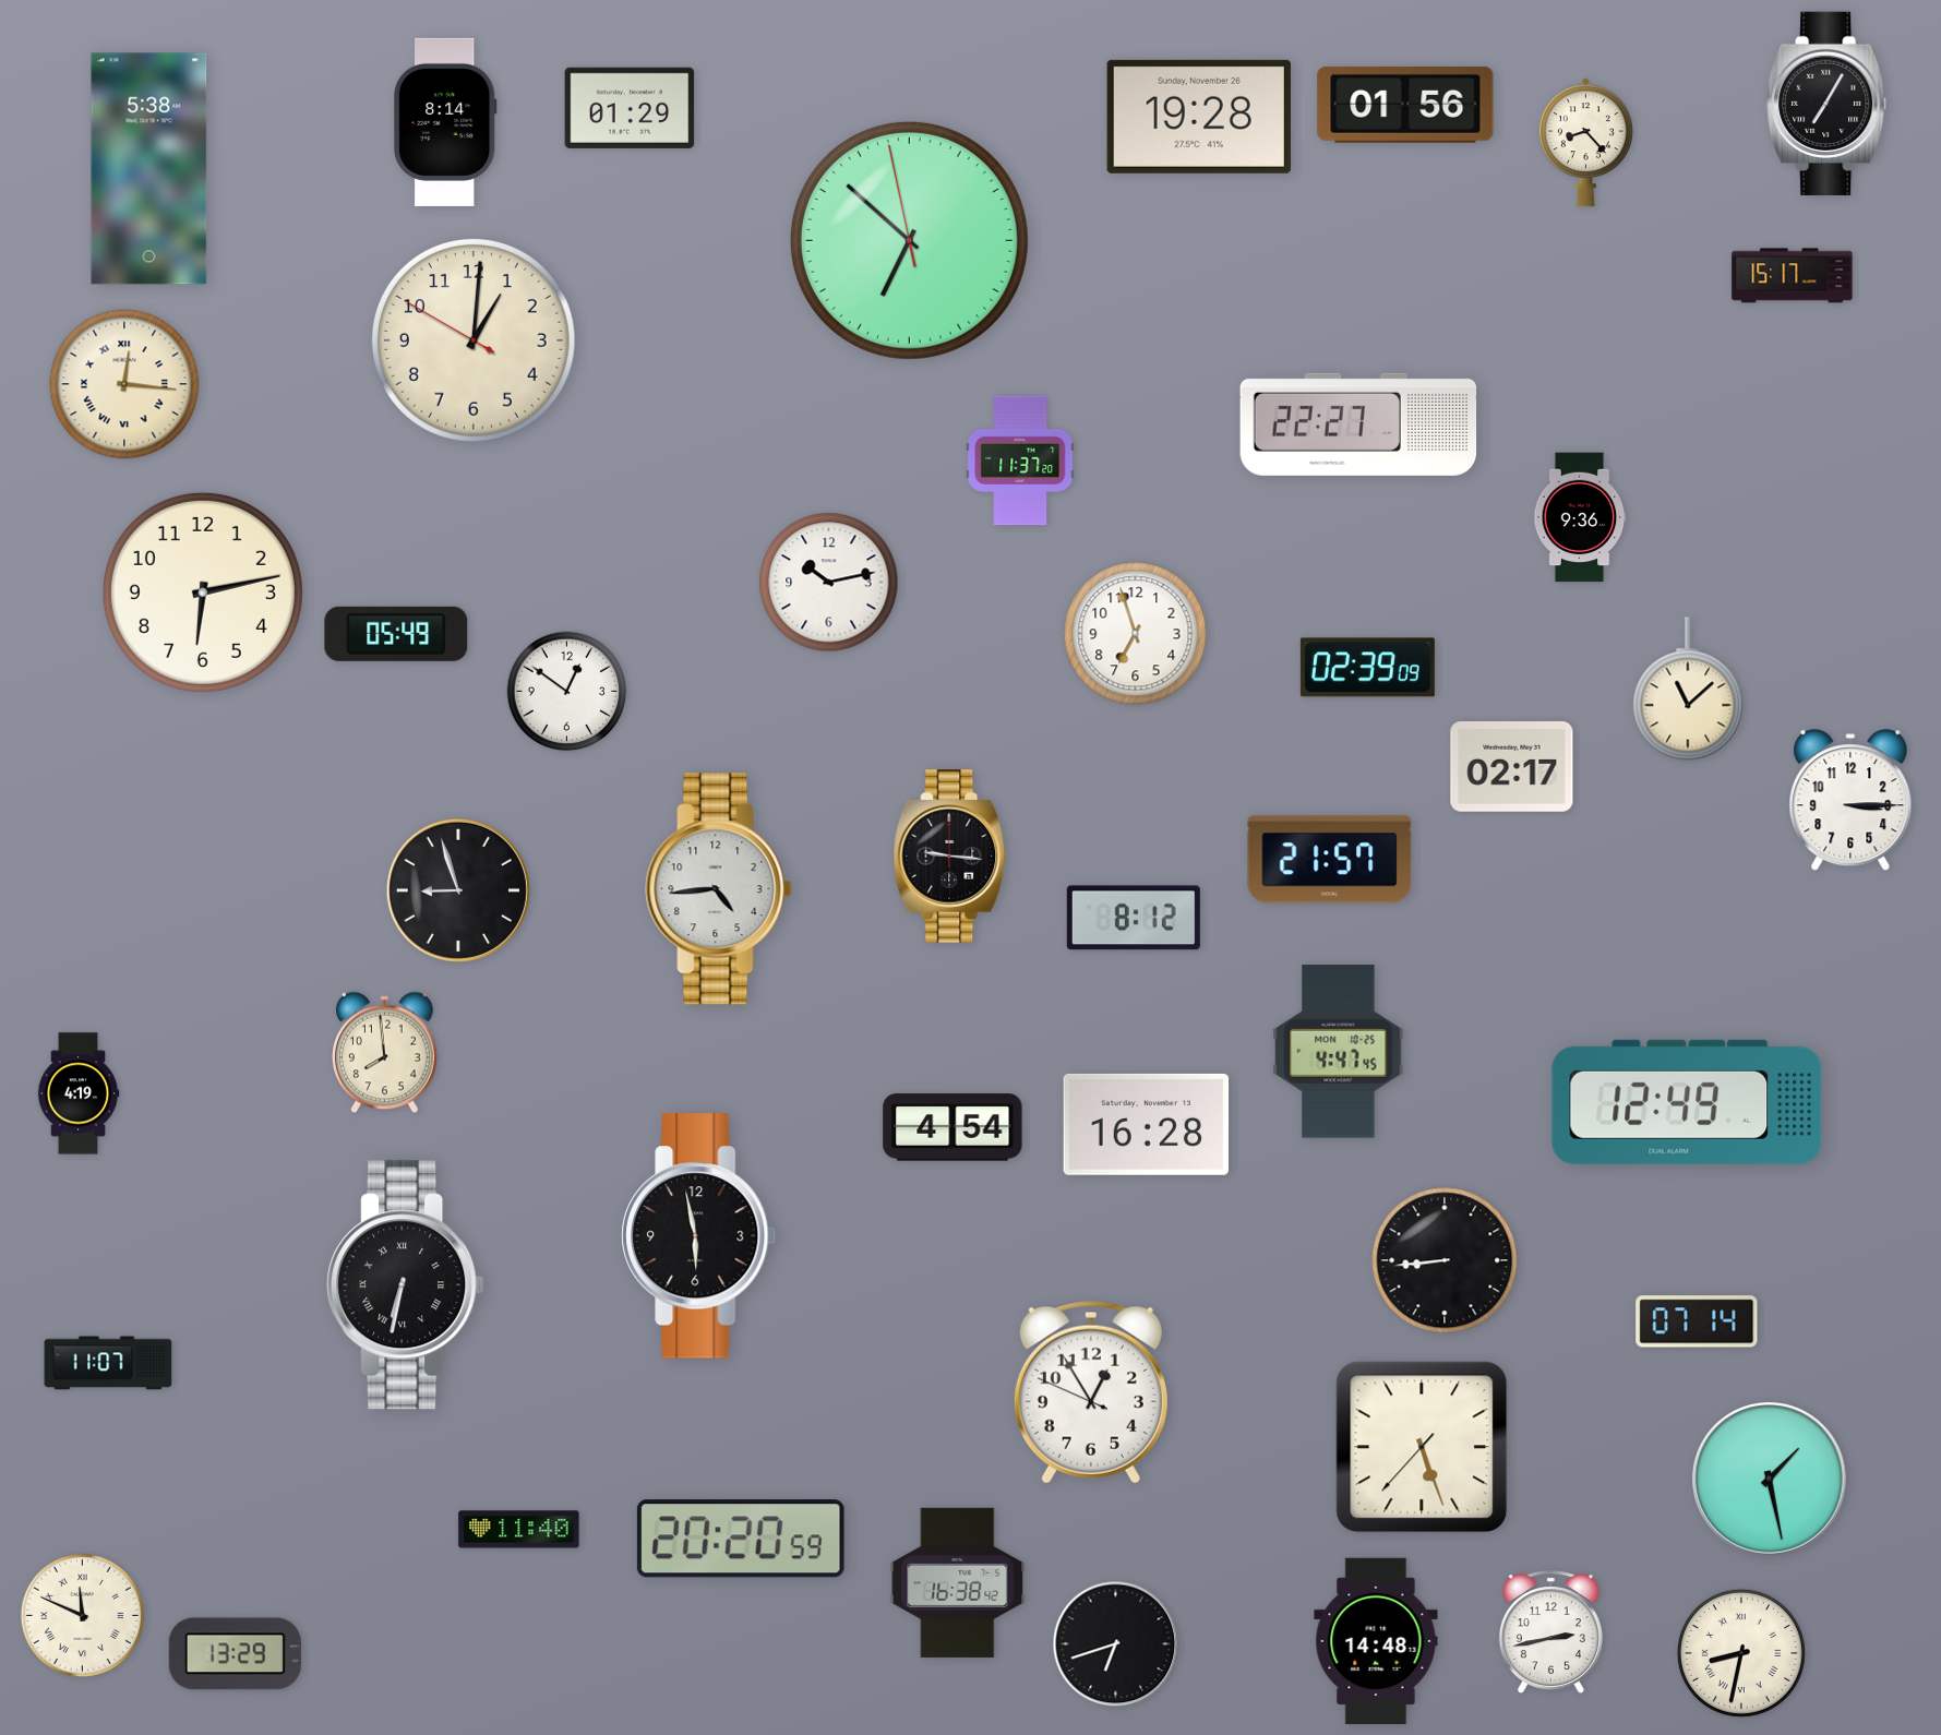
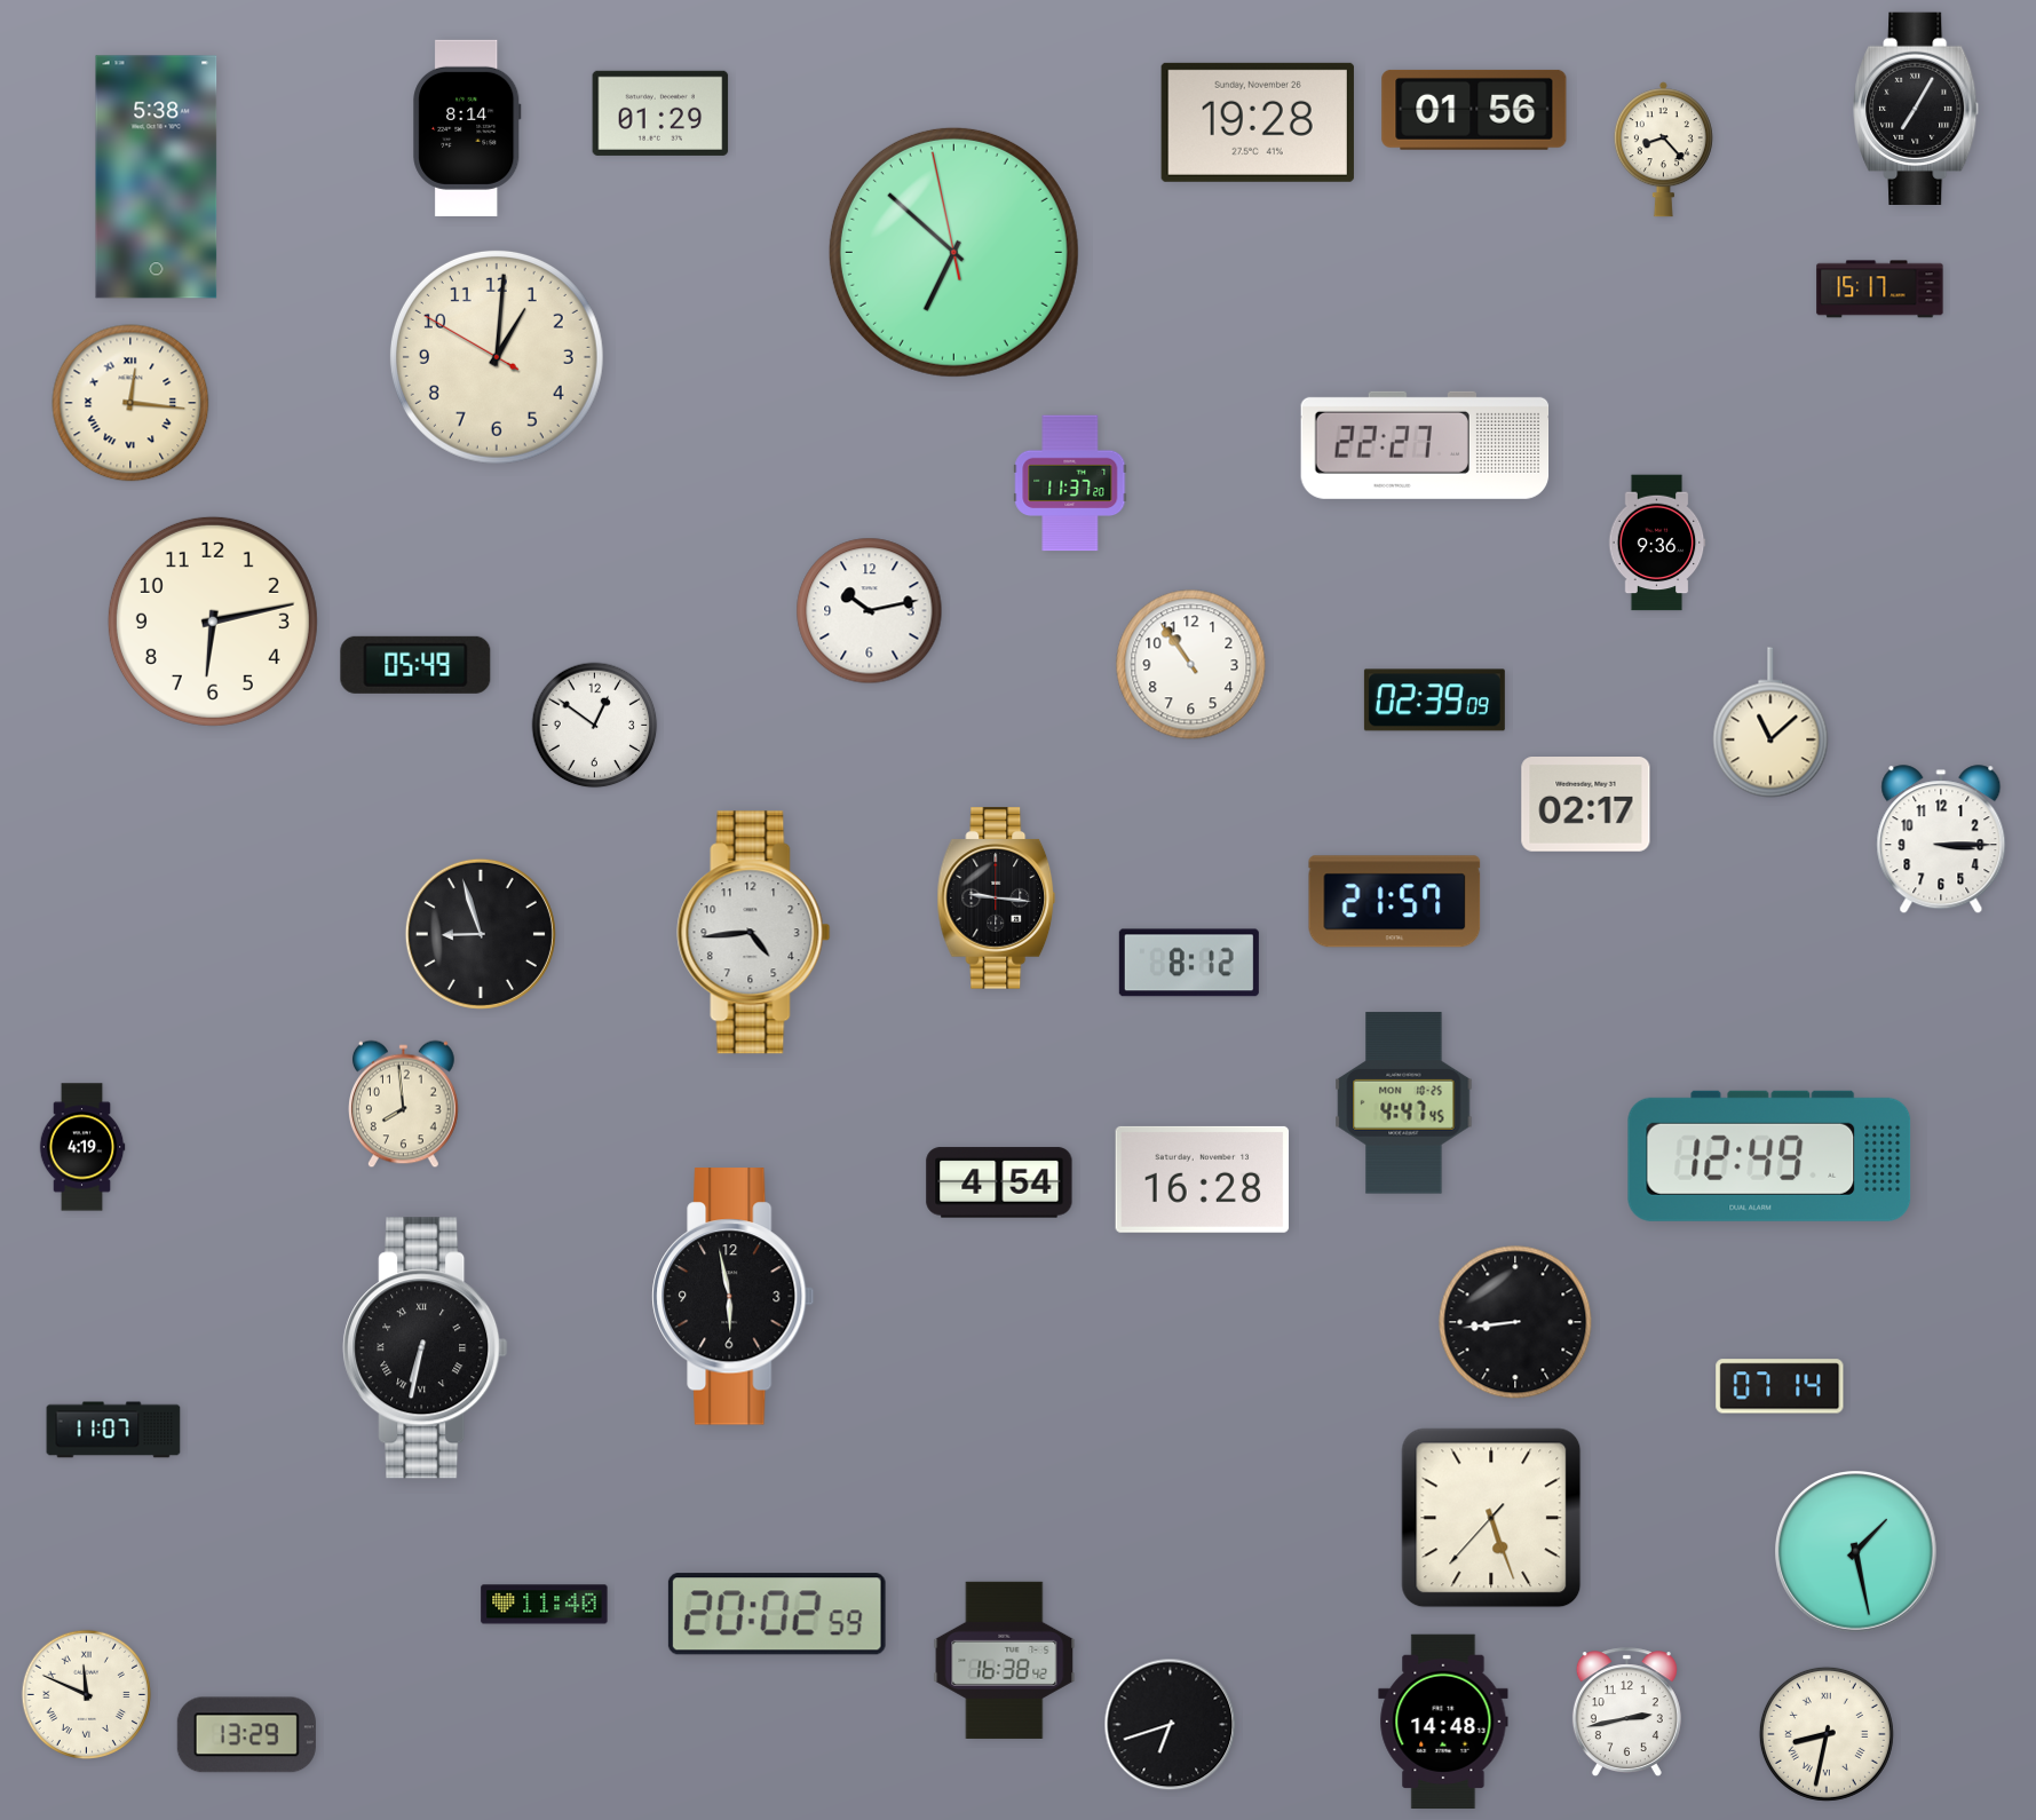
clock at (1136, 634): 6:57 -> 10:54
clock at (1091, 1392): 12:54 -> none
clock at (741, 1539): 20:20 -> 20:02
